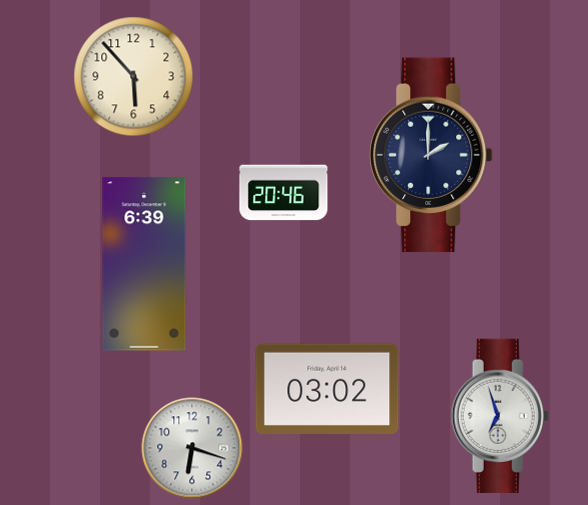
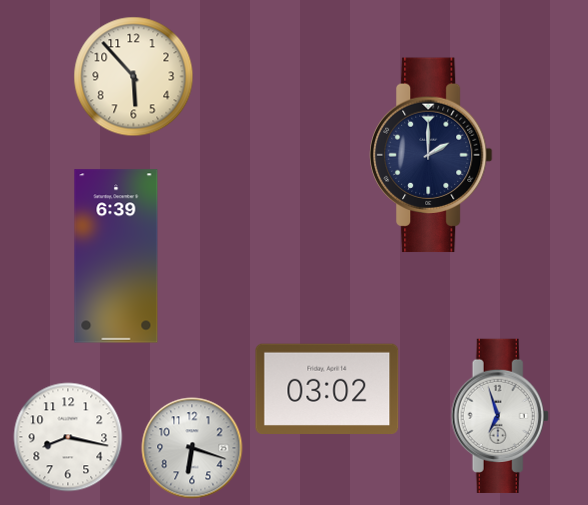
clock at (284, 193): 20:46 -> none
clock at (144, 264) position: (144, 264) -> (116, 256)
clock at (68, 437): none -> 8:17
